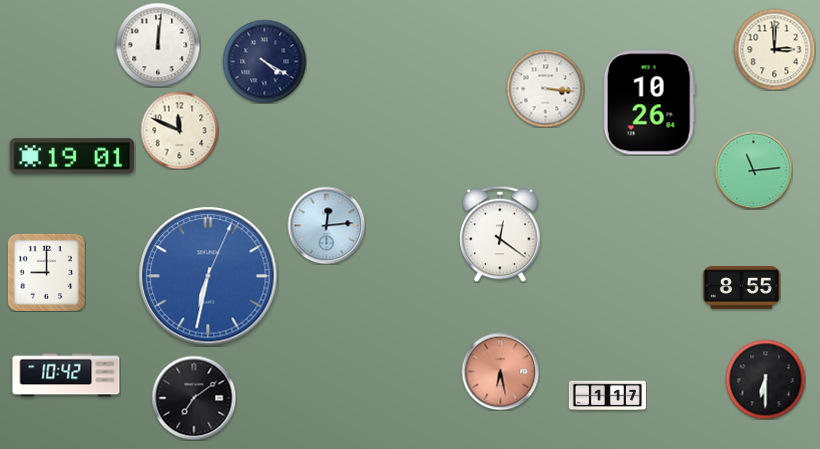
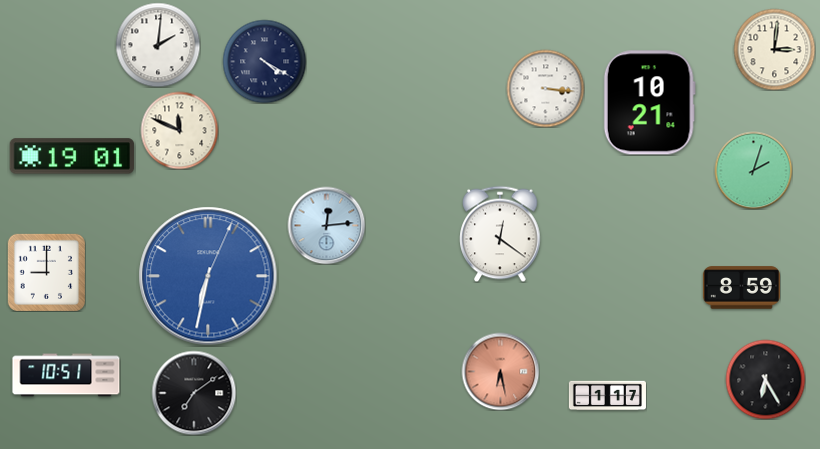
clock at (158, 45): 12:01 -> 2:01
clock at (774, 49): 3:00 -> 3:01
clock at (649, 103): 10:26 -> 10:21
clock at (753, 170): 11:14 -> 2:03
clock at (741, 288): 8:55 -> 8:59
clock at (66, 375): 10:42 -> 10:51
clock at (765, 379): 6:30 -> 6:25
clock at (194, 398) position: (194, 398) -> (194, 393)
